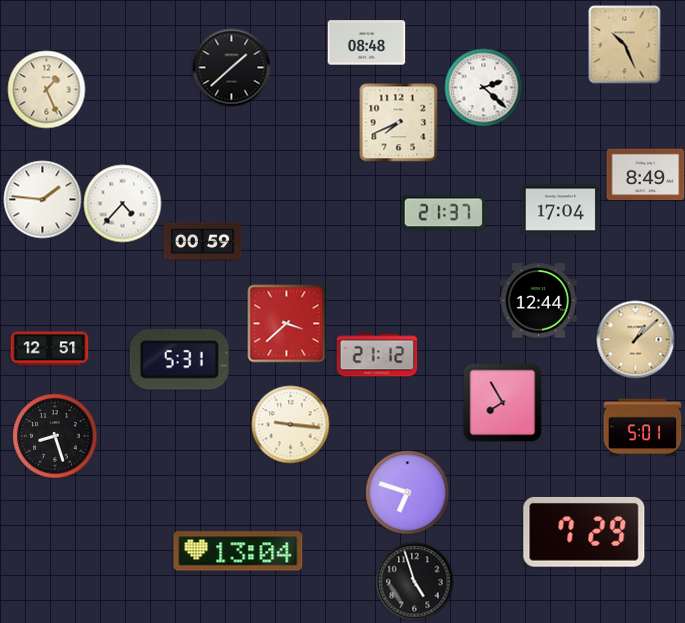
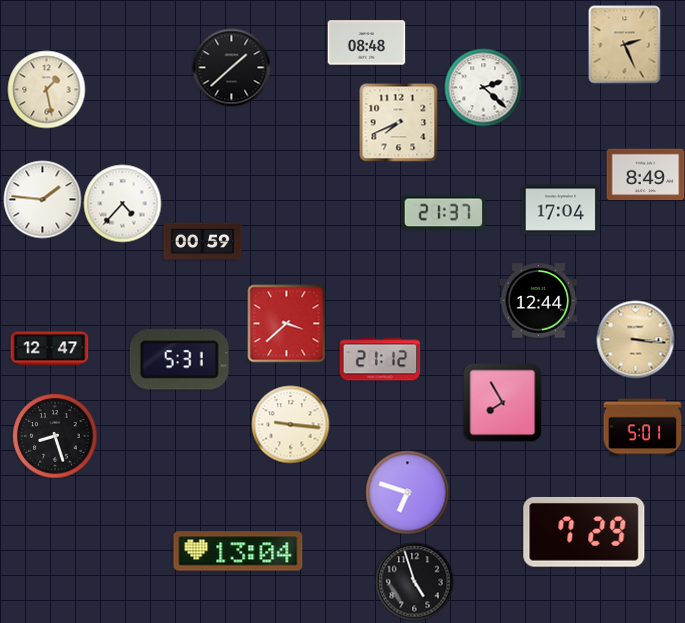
clock at (625, 44): 10:26 -> 2:26
clock at (46, 89): 1:26 -> 1:28
clock at (635, 339): 1:08 -> 3:16
clock at (49, 349): 12:51 -> 12:47
clock at (377, 355) position: (377, 355) -> (380, 359)
